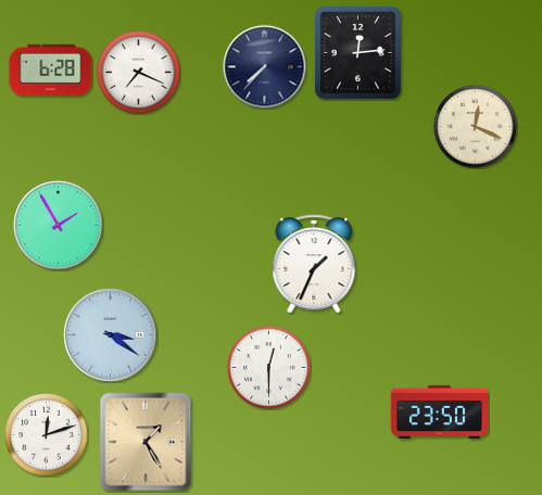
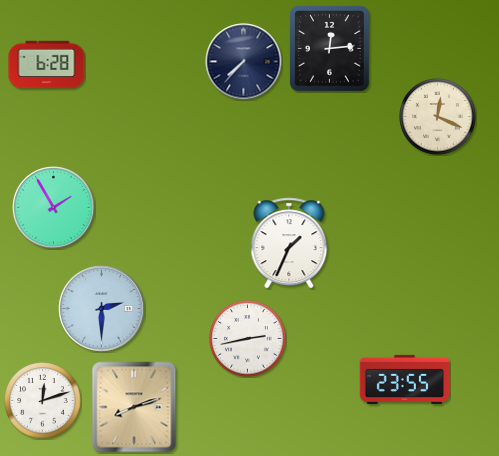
clock at (139, 73): 7:19 -> none
clock at (111, 335): 3:21 -> 2:30
clock at (269, 368): 12:30 -> 2:43
clock at (440, 411): 23:50 -> 23:55
clock at (146, 442): 1:25 -> 8:12
